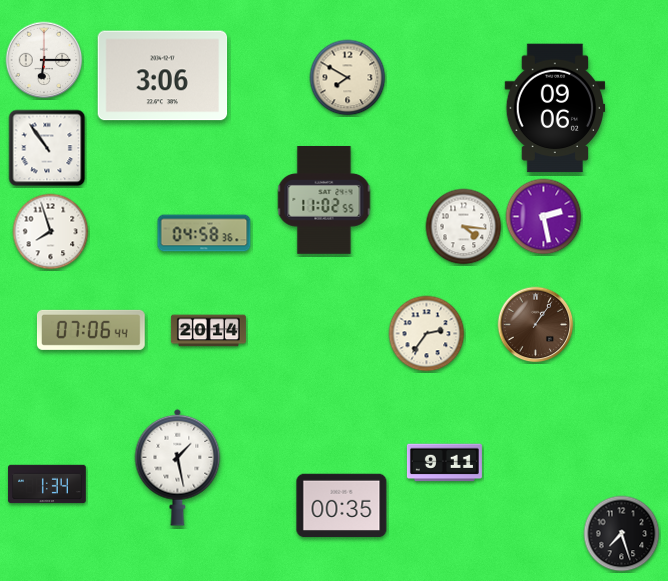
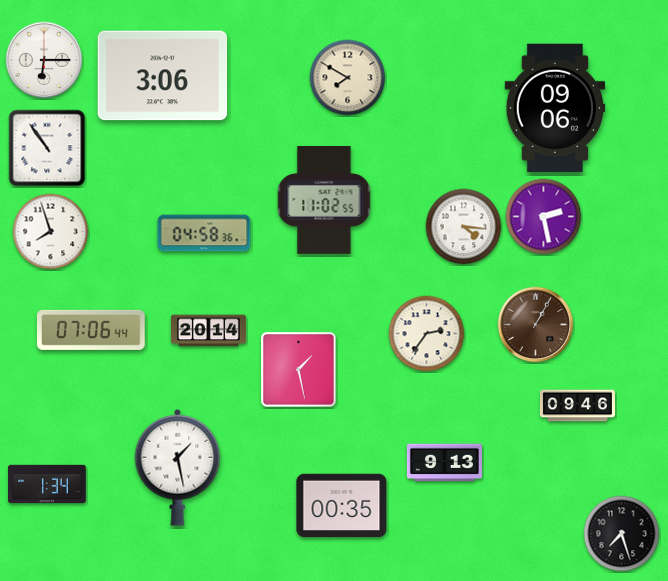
clock at (536, 325): 1:06 -> 1:05
clock at (299, 370): none -> 1:28
clock at (577, 406): none -> 09:46
clock at (444, 463): 9:11 -> 9:13
